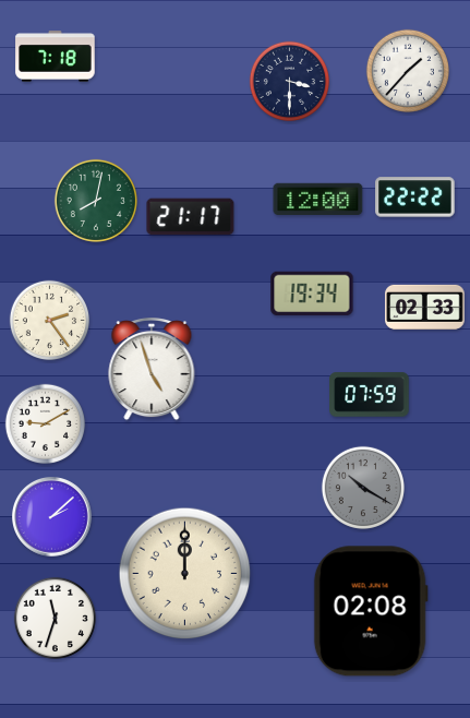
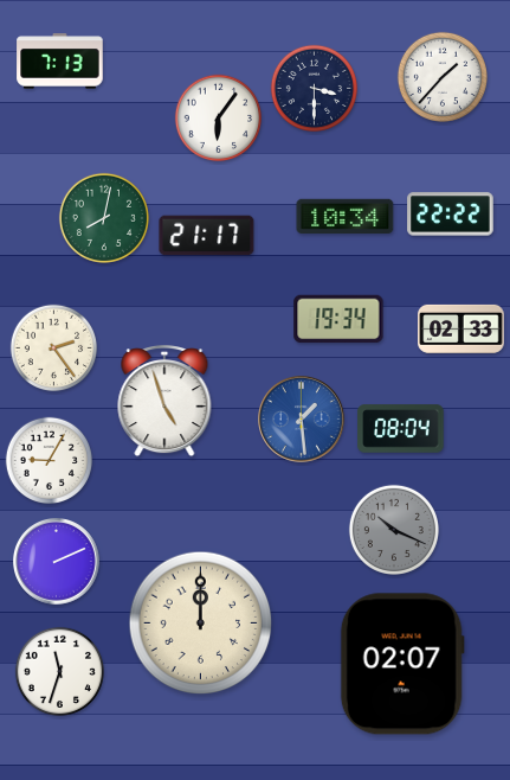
clock at (56, 57): 7:18 -> 7:13
clock at (219, 119): none -> 6:06
clock at (318, 199): 12:00 -> 10:34
clock at (425, 307) position: (425, 307) -> (461, 328)
clock at (302, 420): none -> 1:29
clock at (370, 395): 07:59 -> 08:04
clock at (46, 424): 9:10 -> 9:05
clock at (363, 488): 10:20 -> 10:19
clock at (52, 517): 2:08 -> 2:11
clock at (371, 611): 02:08 -> 02:07
